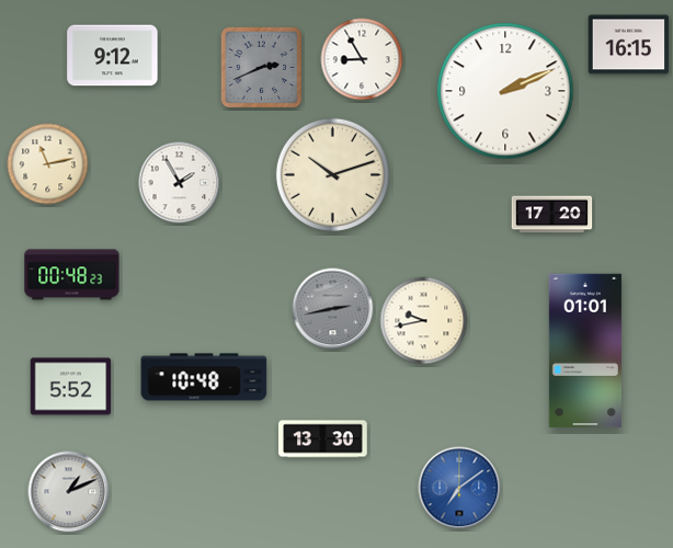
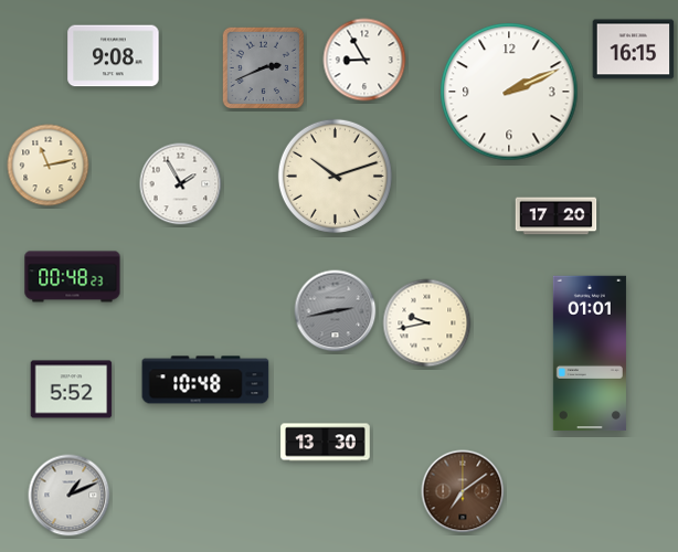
clock at (629, 45) position: (629, 45) -> (634, 50)
clock at (113, 56): 9:12 -> 9:08
clock at (459, 488) dial: blue -> brown
